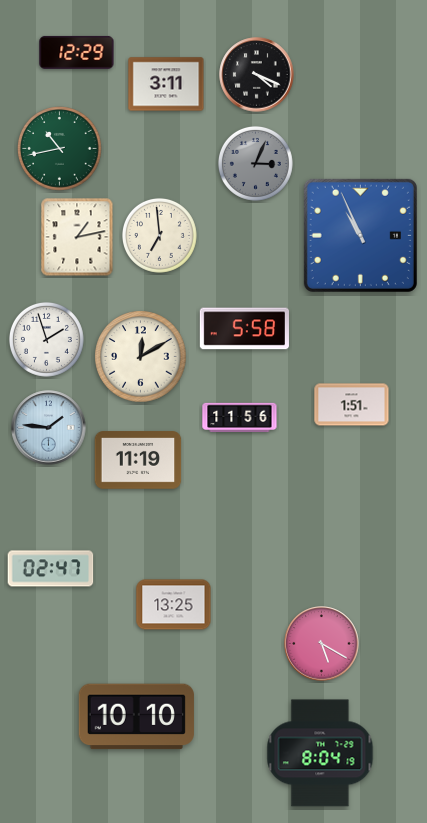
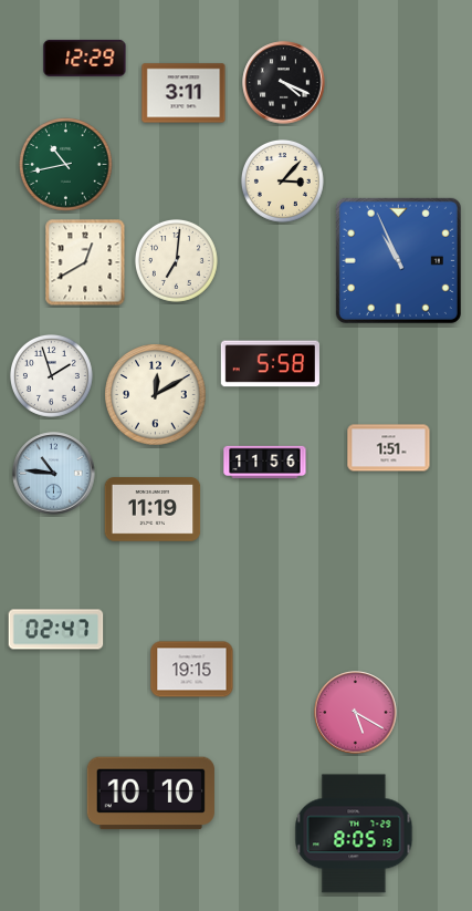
clock at (255, 163): 3:04 -> 3:07
clock at (255, 163) dial: grey -> cream
clock at (159, 235): 6:59 -> 7:01
clock at (77, 237): 1:13 -> 12:40
clock at (49, 428): 1:46 -> 10:46
clock at (174, 605): 13:25 -> 19:15
clock at (320, 753): 8:04 -> 8:05
